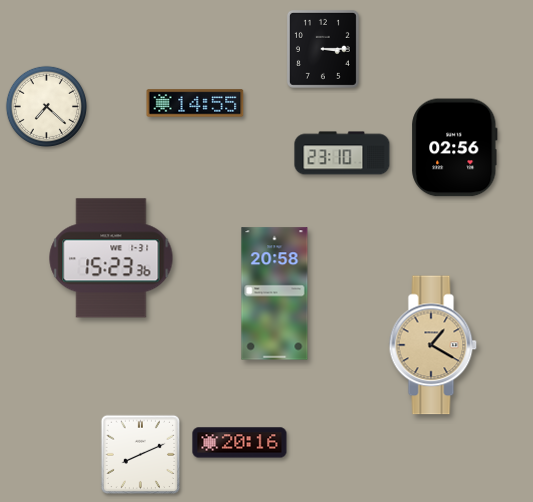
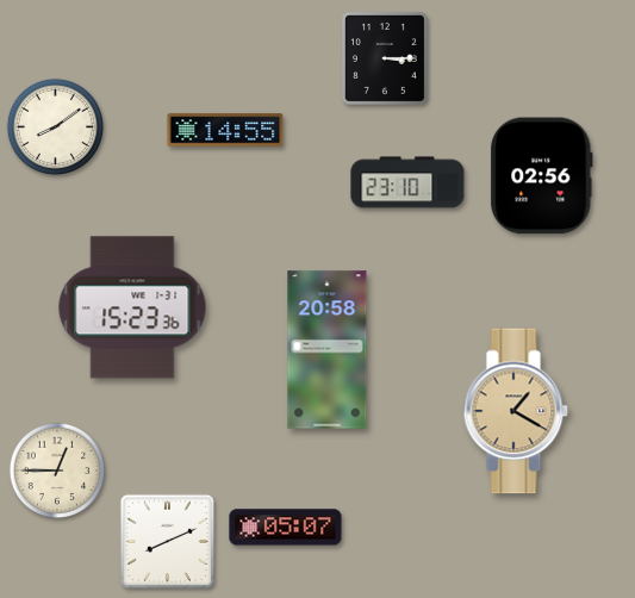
clock at (195, 103) position: (195, 103) -> (225, 130)
clock at (46, 106): 7:22 -> 8:09
clock at (57, 471): none -> 12:45
clock at (240, 443): 20:16 -> 05:07
